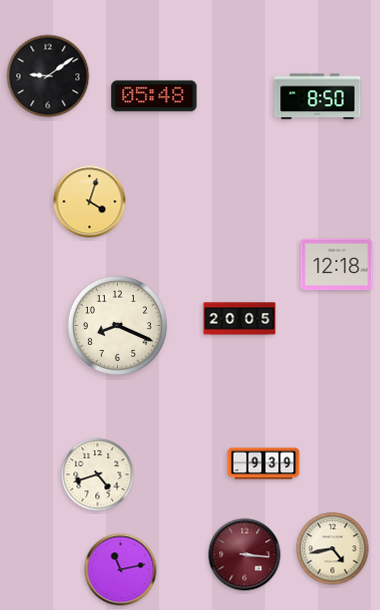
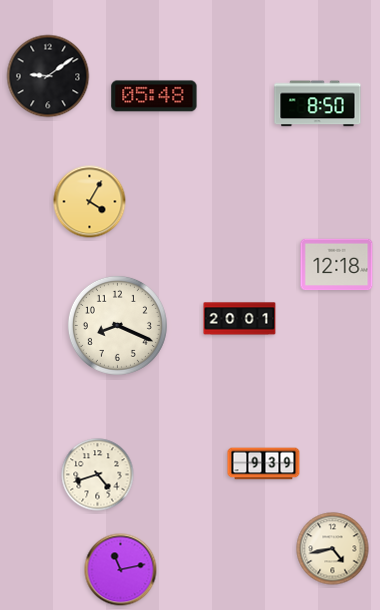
clock at (318, 97) position: (318, 97) -> (318, 104)
clock at (90, 202): 4:03 -> 4:05
clock at (240, 319): 20:05 -> 20:01
clock at (245, 555): 3:16 -> none
